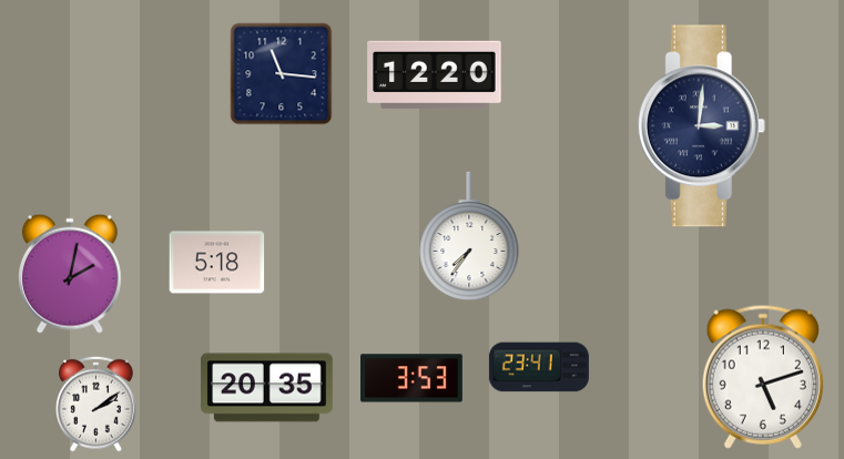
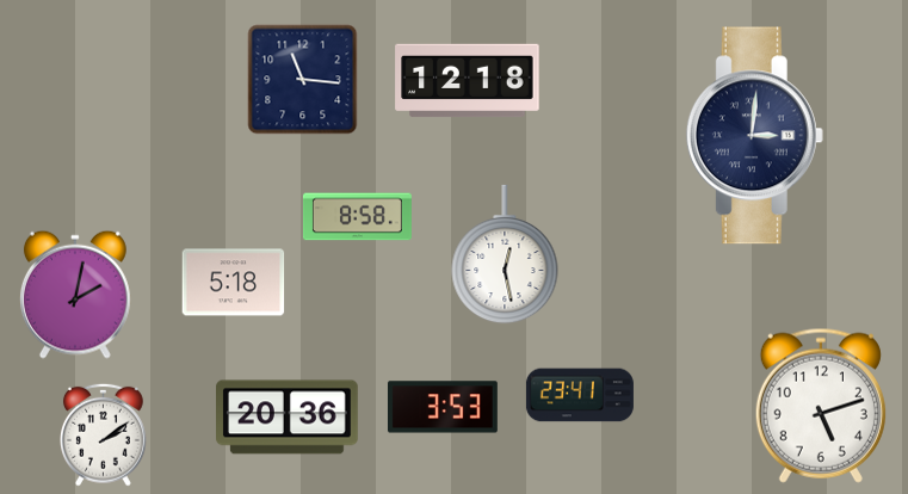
clock at (435, 75): 12:20 -> 12:18
clock at (357, 217): none -> 8:58
clock at (469, 236): 7:36 -> 12:28
clock at (267, 388): 20:35 -> 20:36
